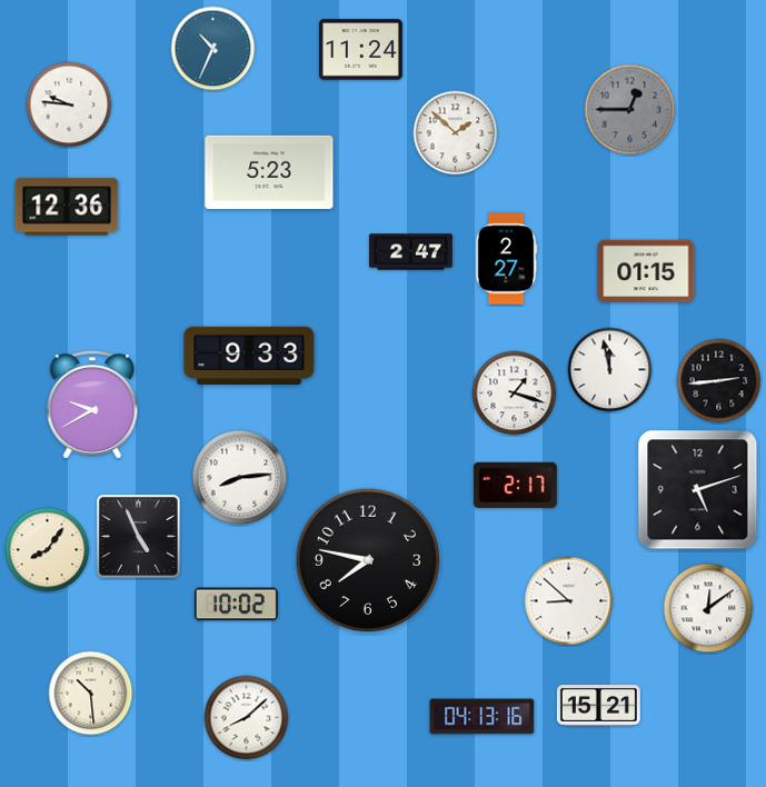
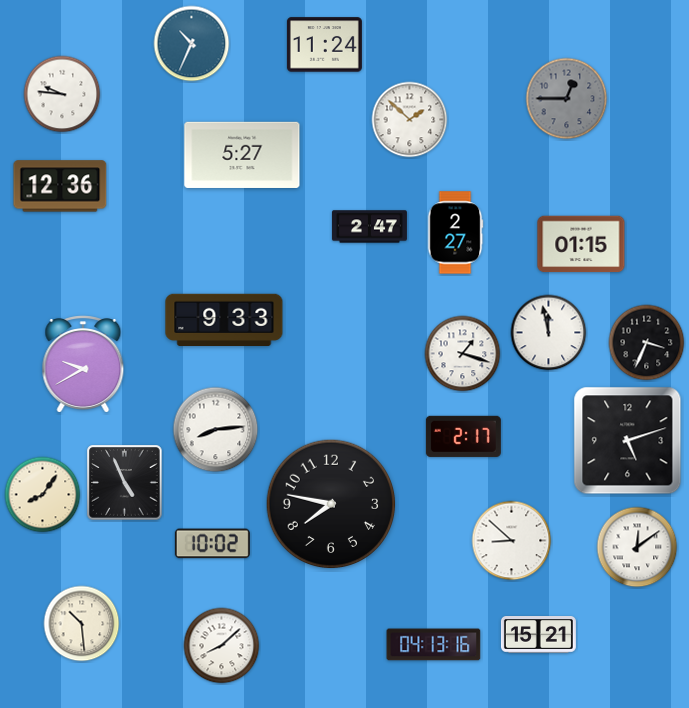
clock at (269, 172): 5:23 -> 5:27
clock at (719, 381): 2:44 -> 3:34
